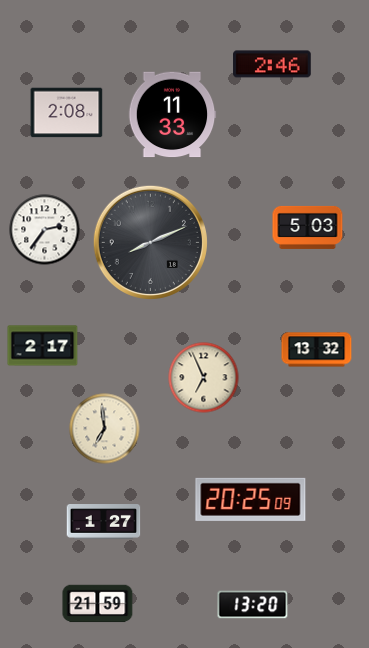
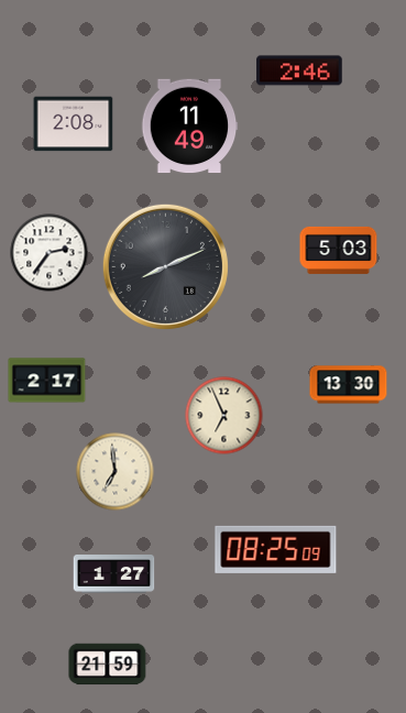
clock at (172, 115): 11:33 -> 11:49
clock at (317, 350): 13:32 -> 13:30
clock at (251, 499): 20:25 -> 08:25
clock at (253, 605): 13:20 -> none
